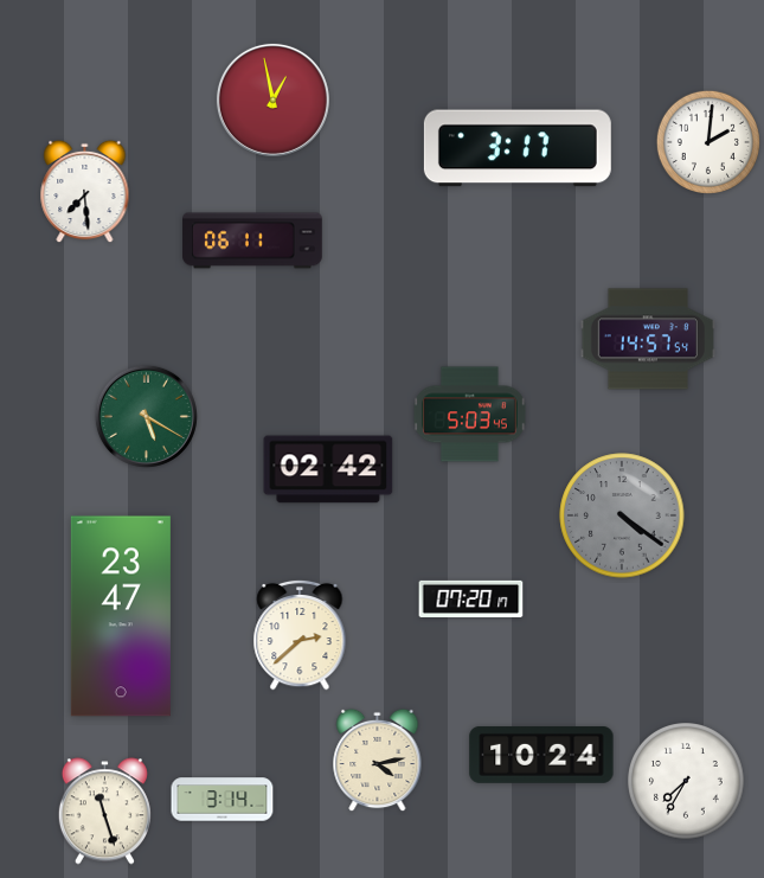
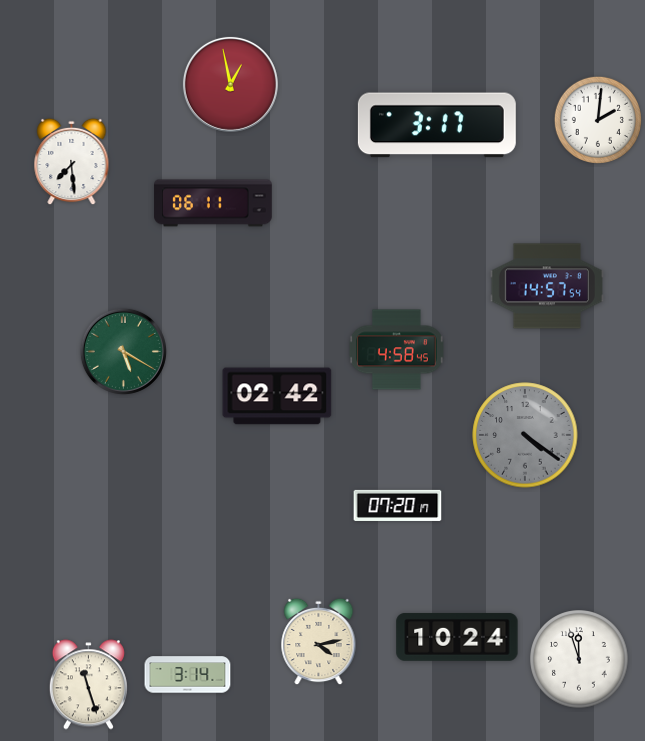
clock at (469, 415): 5:03 -> 4:58
clock at (121, 616): 23:47 -> none
clock at (300, 635): 2:38 -> none
clock at (686, 781): 7:35 -> 11:57
